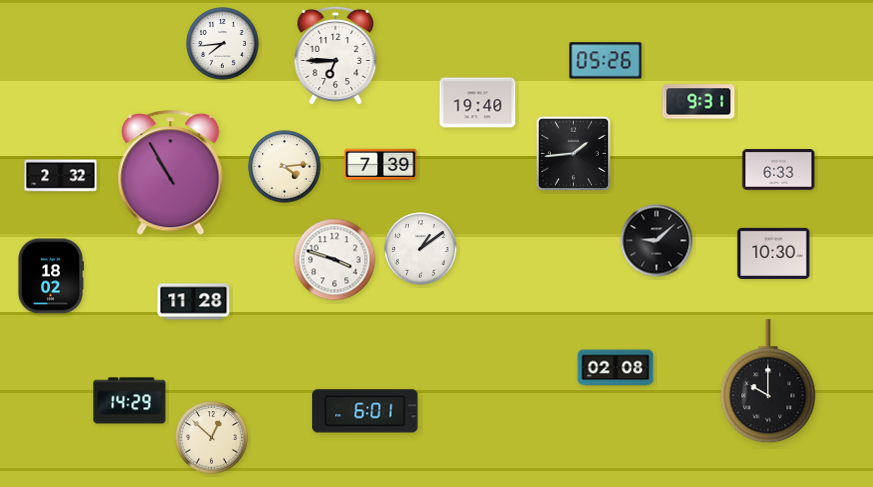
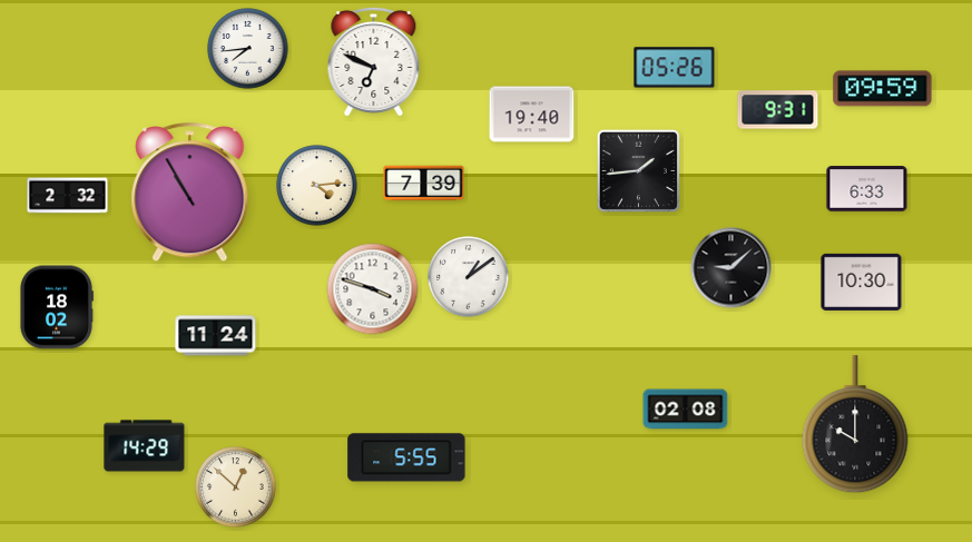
clock at (336, 55): 6:45 -> 6:49
clock at (883, 89): none -> 09:59
clock at (699, 102) position: (699, 102) -> (778, 110)
clock at (194, 302): 11:28 -> 11:24
clock at (365, 411): 6:01 -> 5:55
